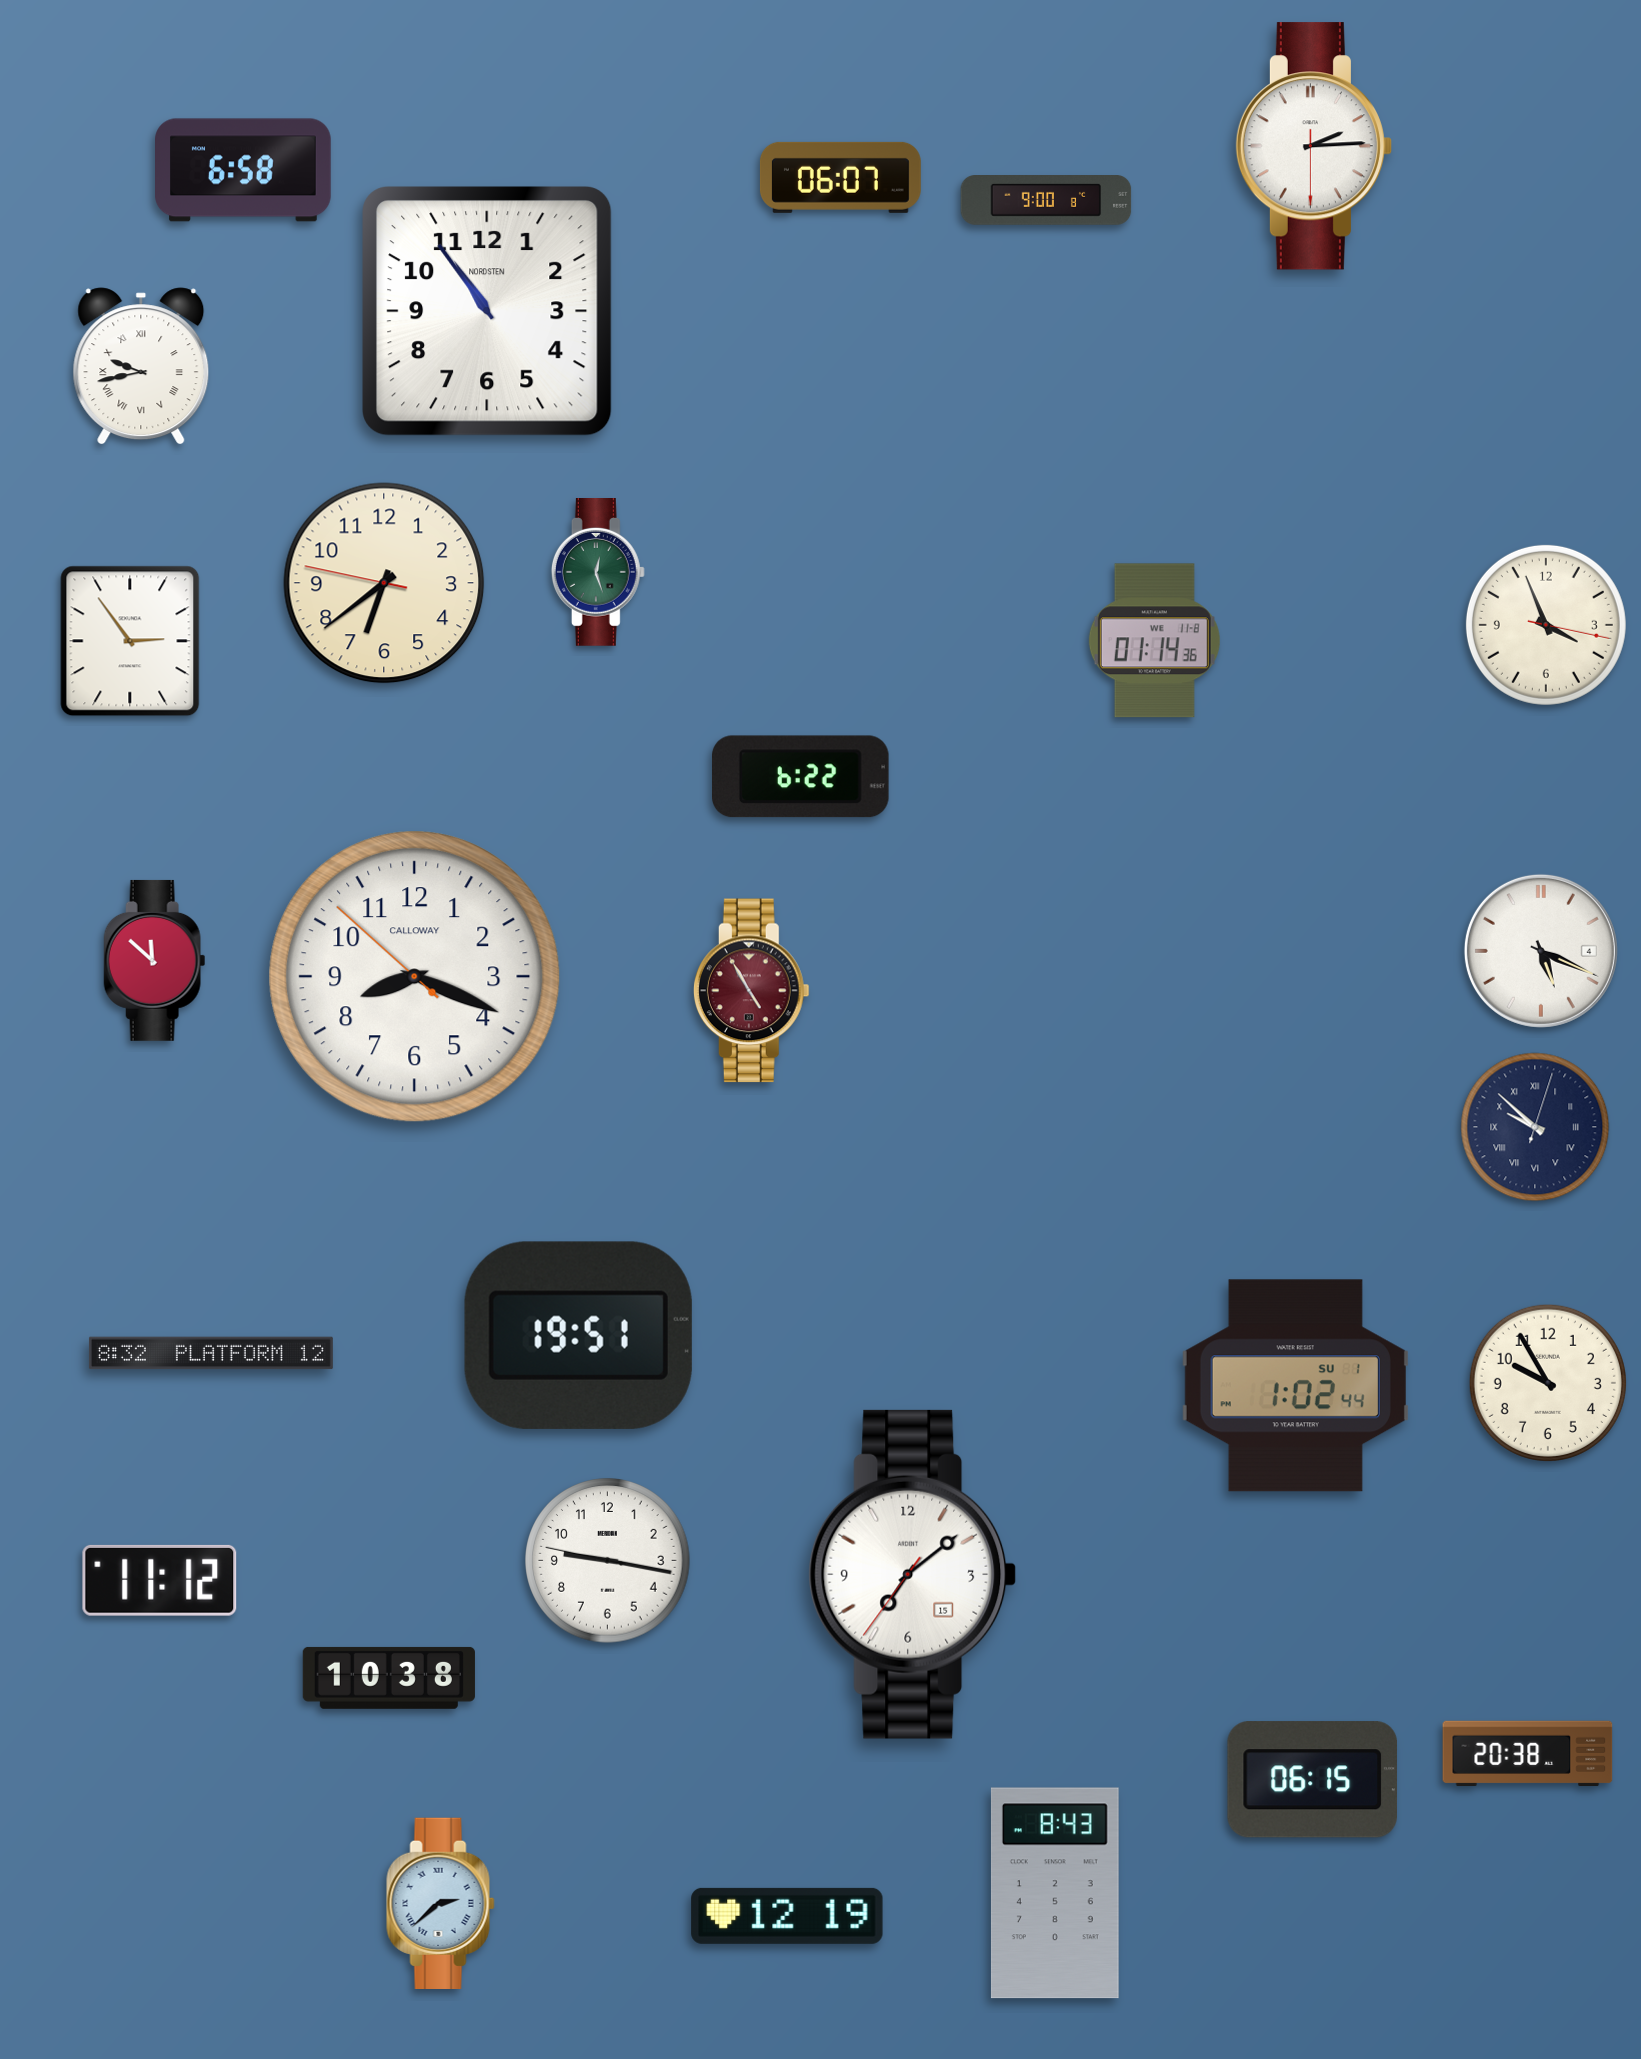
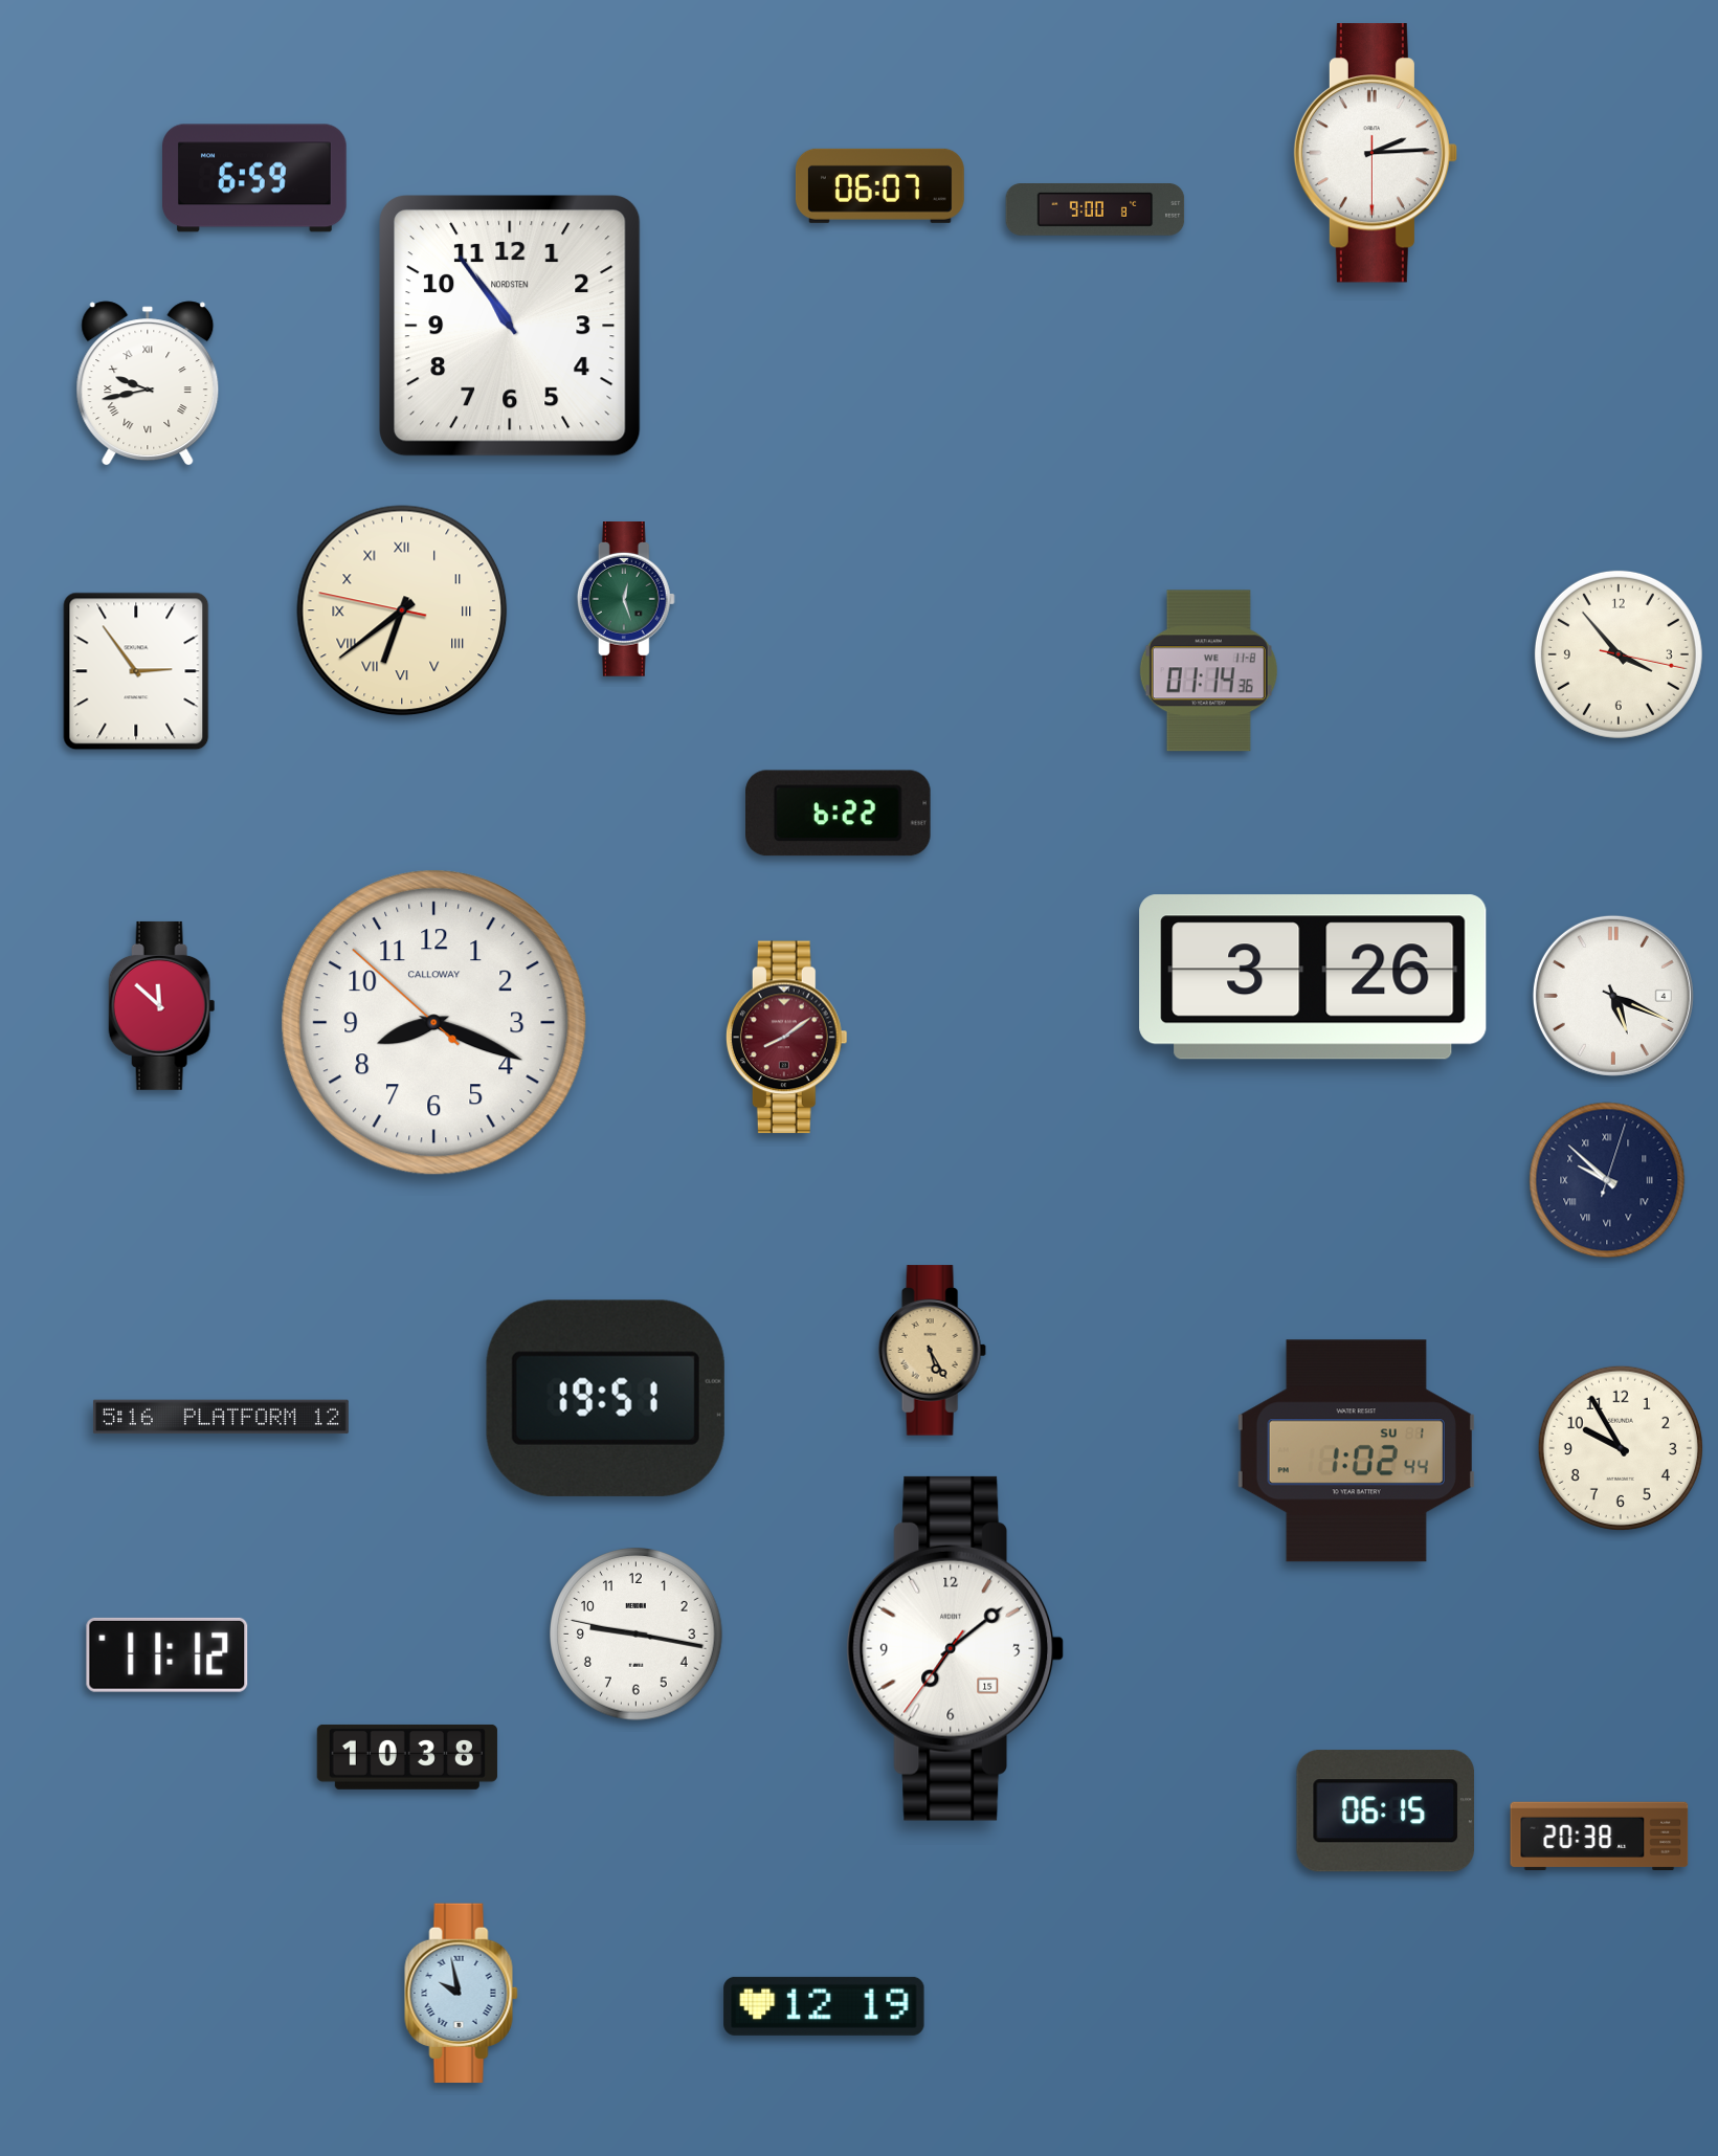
clock at (243, 170): 6:58 -> 6:59
clock at (384, 583) numerals: Arabic -> Roman
clock at (1546, 625): 3:56 -> 3:53
clock at (1313, 977): none -> 3:26
clock at (751, 991): 4:55 -> 8:09
clock at (932, 1351): none -> 5:25
clock at (211, 1353): 8:32 -> 5:16
clock at (1312, 1780) position: (1312, 1780) -> (1385, 1812)
clock at (1055, 1893): 8:43 -> none
clock at (441, 1903): 2:38 -> 9:58
